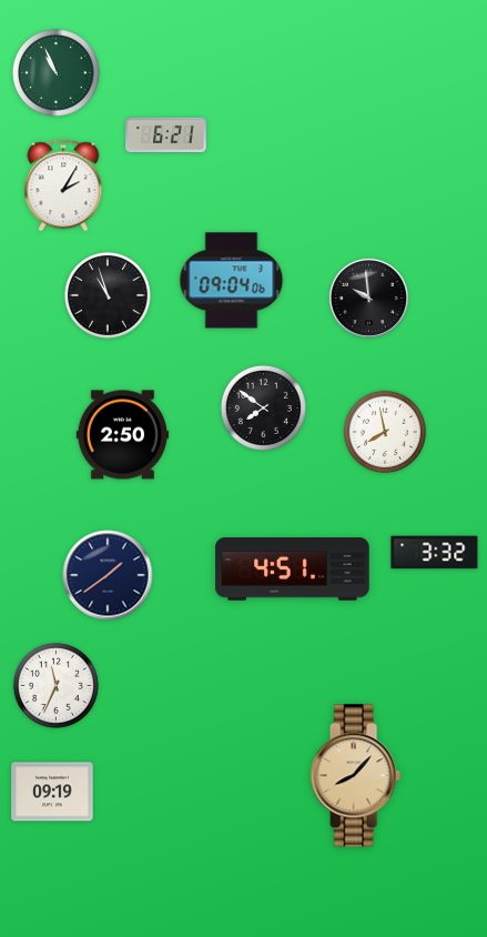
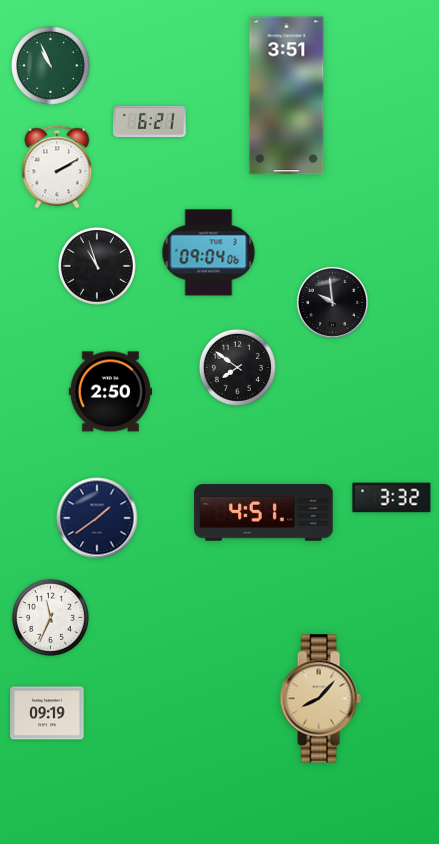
clock at (287, 96): none -> 3:51
clock at (63, 185): 2:05 -> 2:10
clock at (368, 298) position: (368, 298) -> (332, 302)
clock at (385, 432): 7:58 -> none
